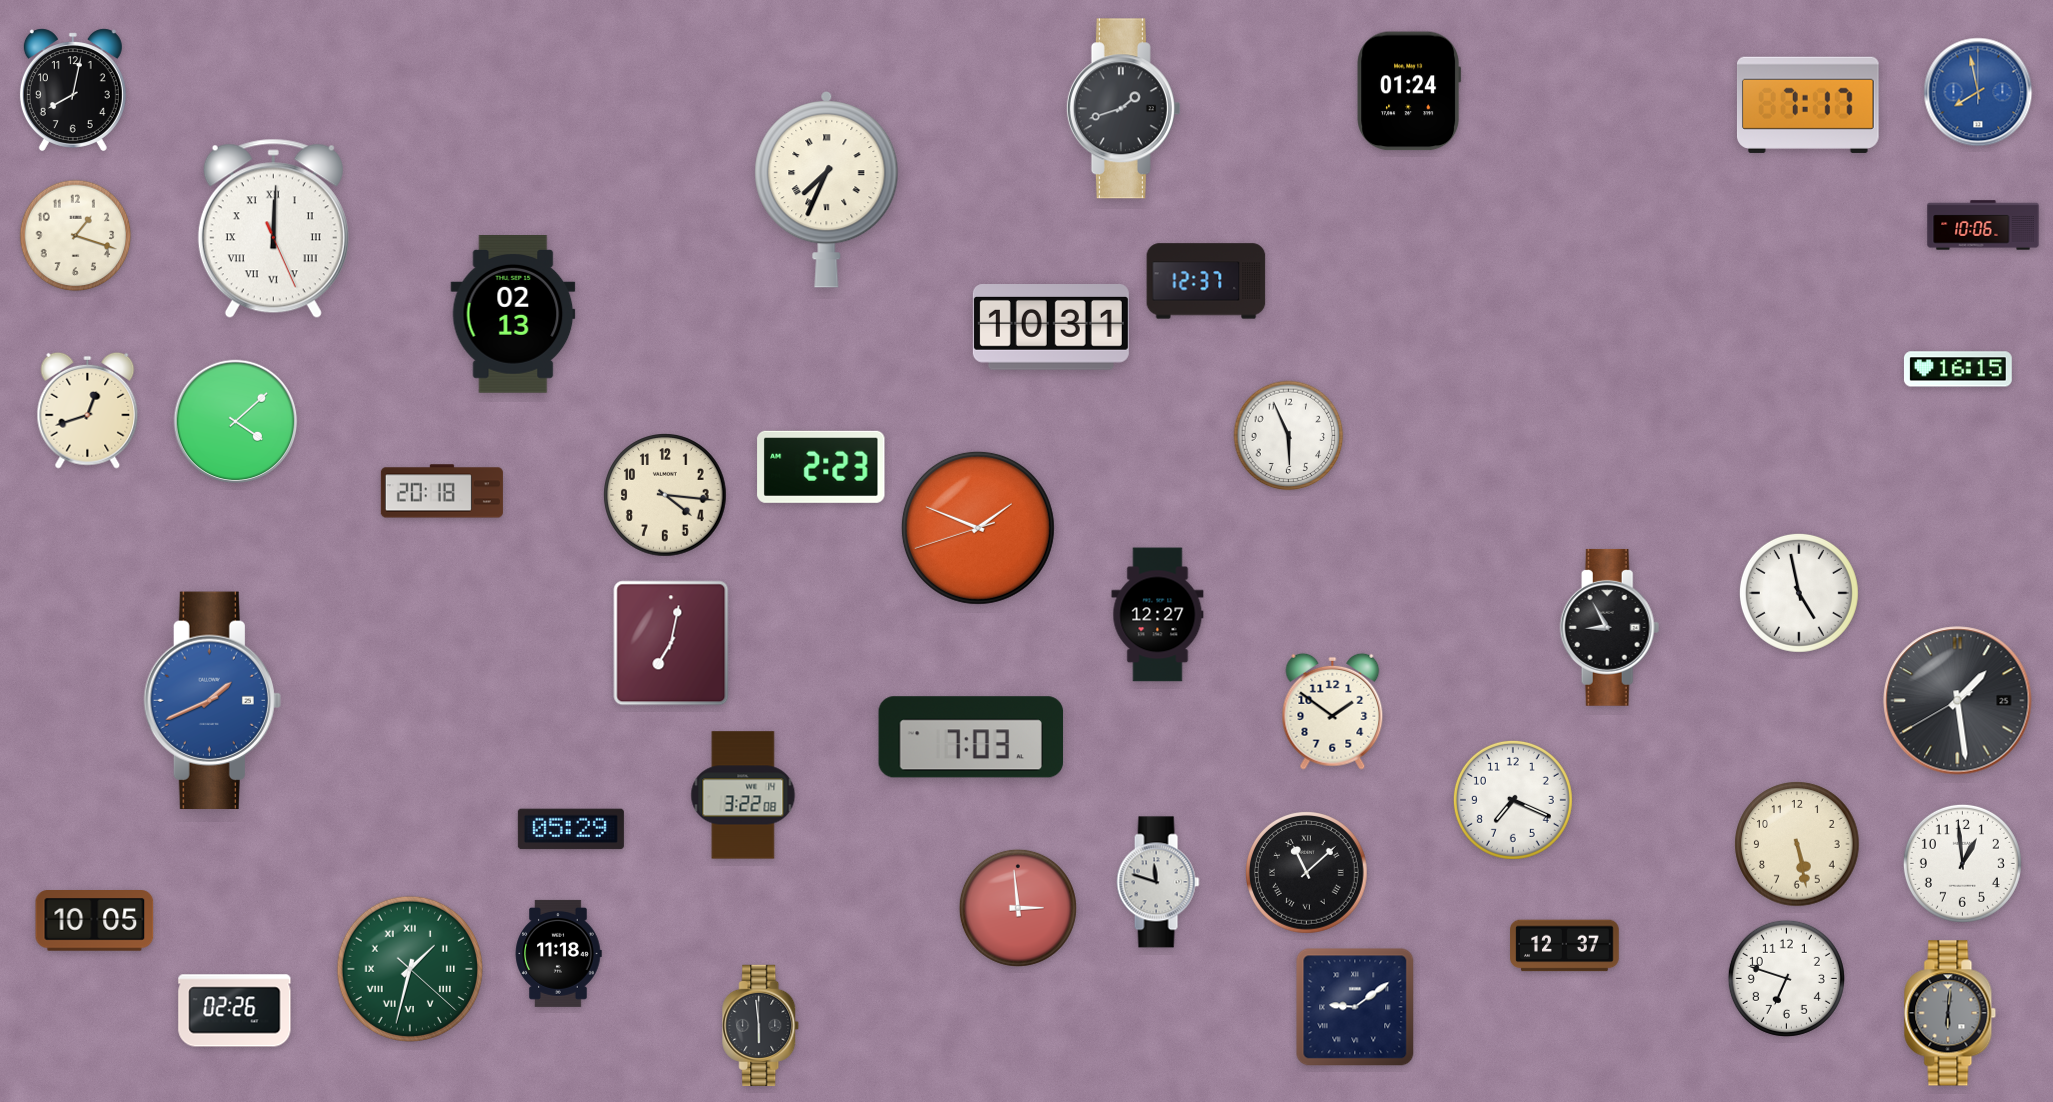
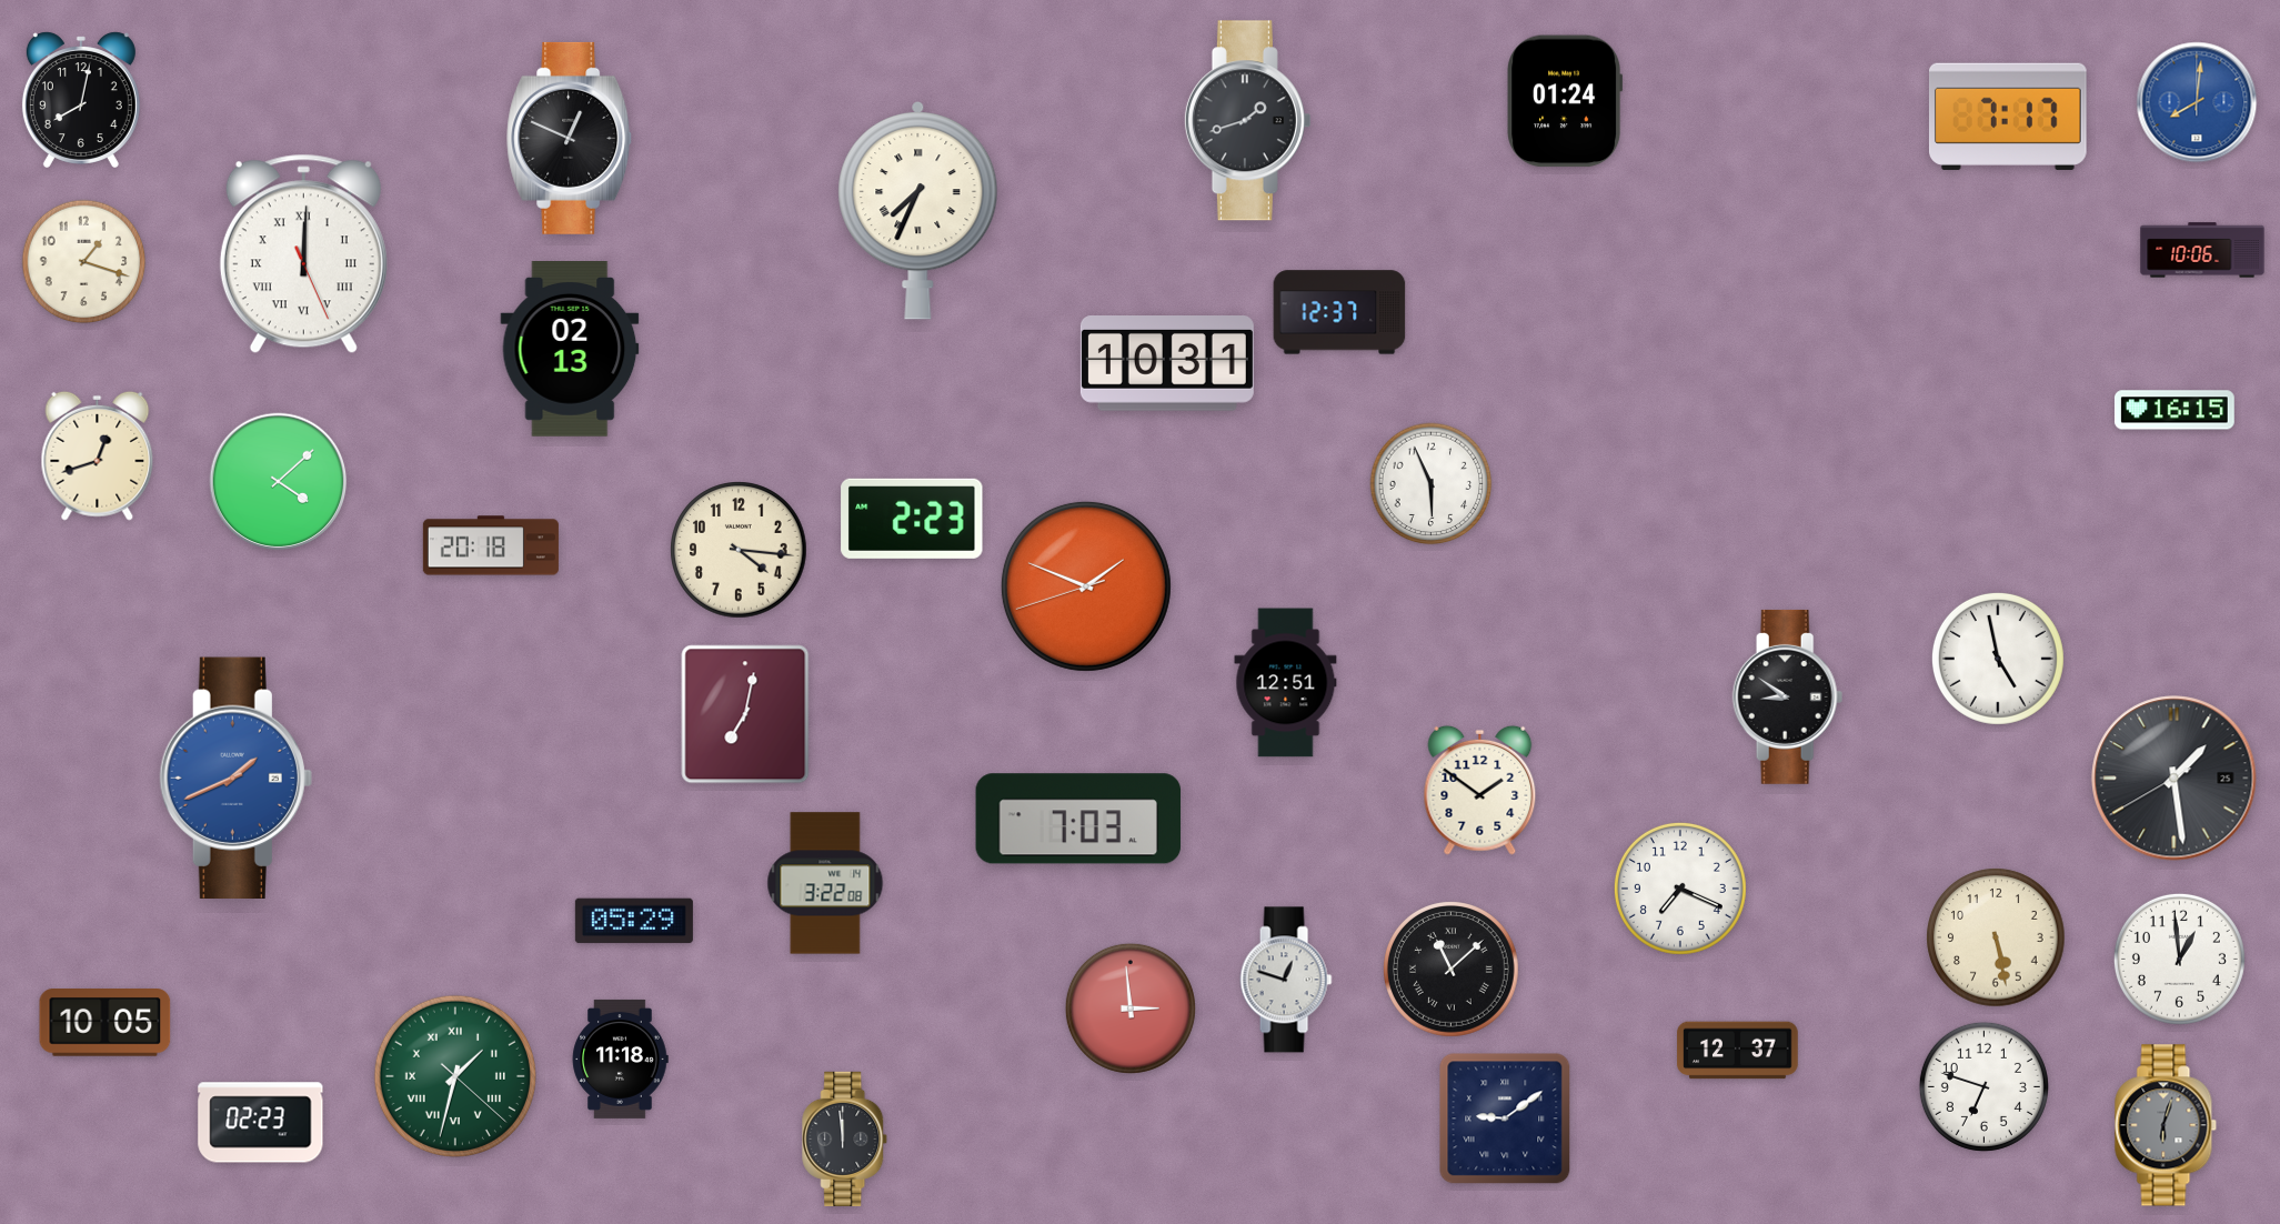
clock at (1978, 92): 7:58 -> 8:01
clock at (570, 138): none -> 12:49
clock at (236, 422) position: (236, 422) -> (279, 482)
clock at (1158, 615): 12:27 -> 12:51
clock at (1610, 627): 8:55 -> 8:51
clock at (1158, 882): 11:48 -> 12:48
clock at (235, 1011): 02:26 -> 02:23
clock at (1950, 1013): 6:01 -> 6:03
clock at (761, 1025): 5:59 -> 11:59
